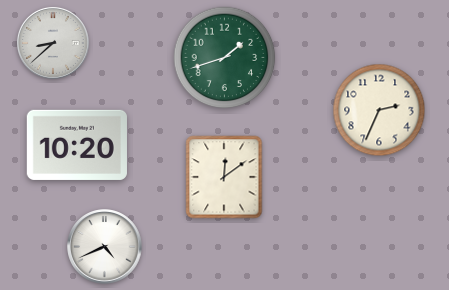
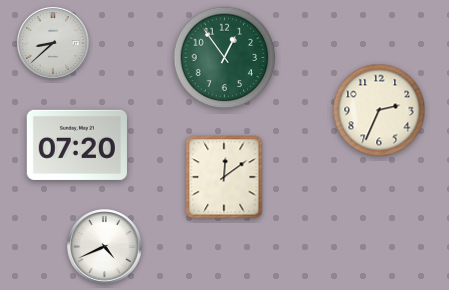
clock at (225, 58): 1:42 -> 12:54
clock at (77, 145): 10:20 -> 07:20
